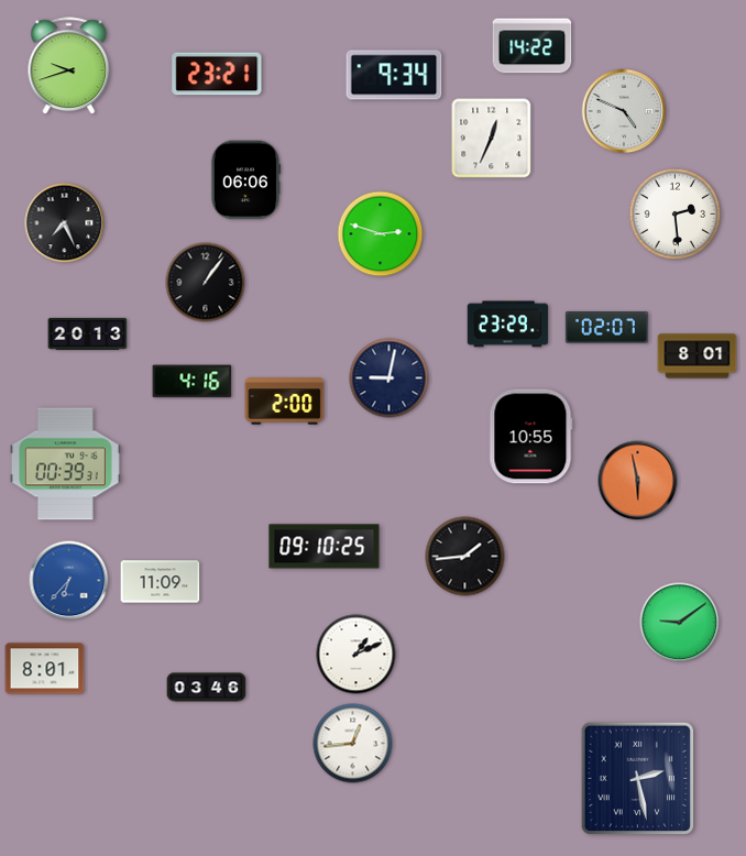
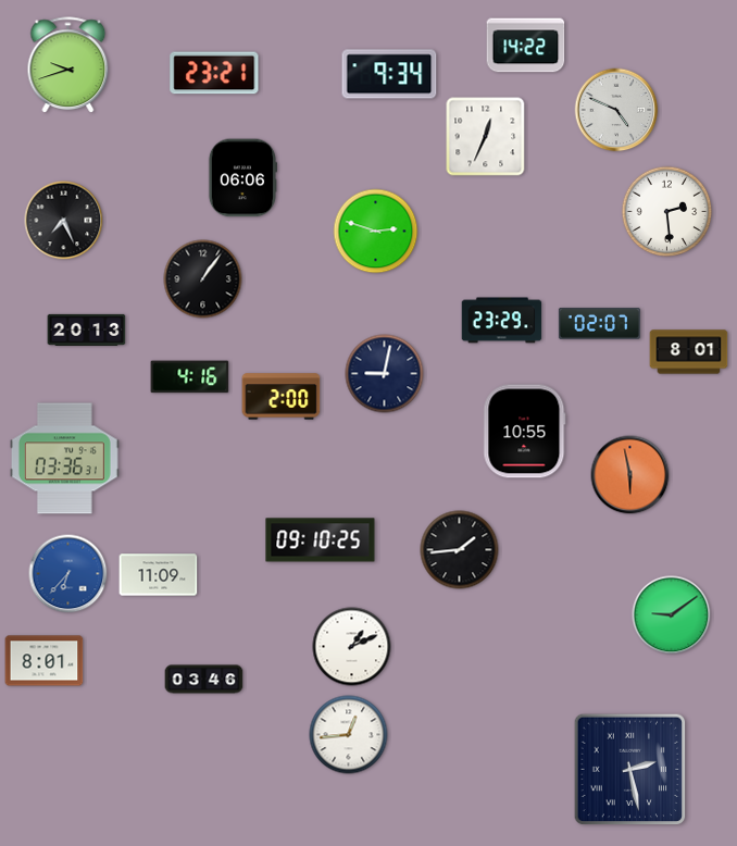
clock at (65, 464): 00:39 -> 03:36
